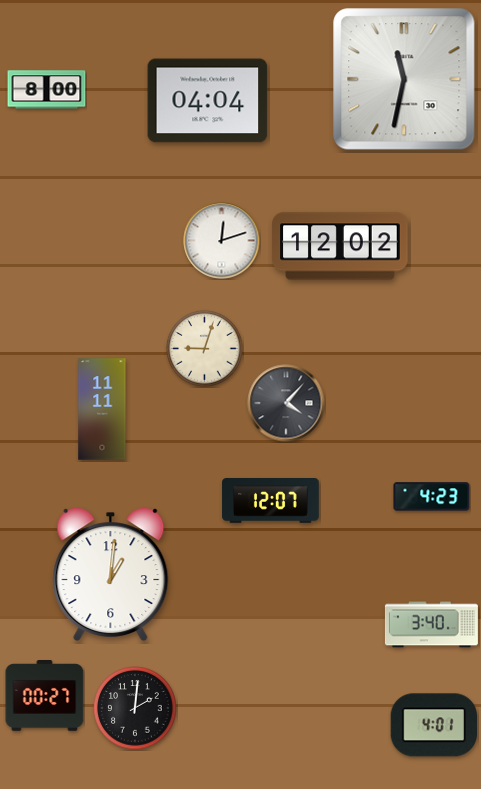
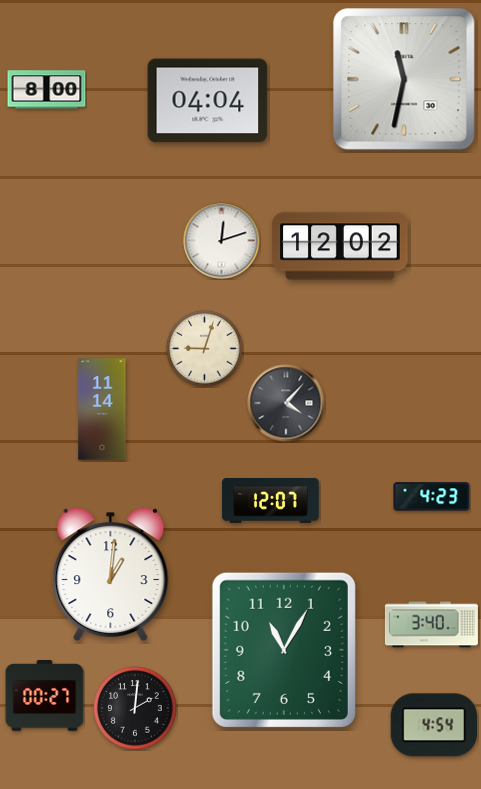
clock at (102, 409): 11:11 -> 11:14
clock at (284, 650): none -> 11:05
clock at (433, 725): 4:01 -> 4:54
